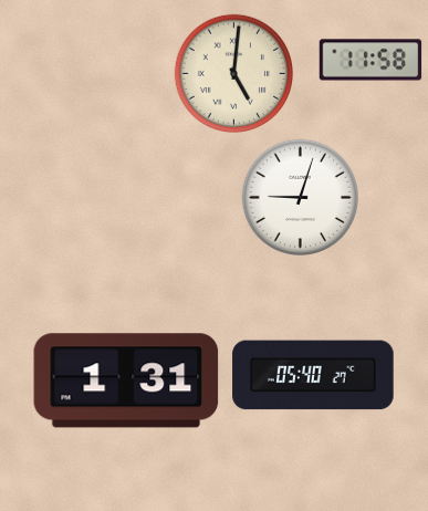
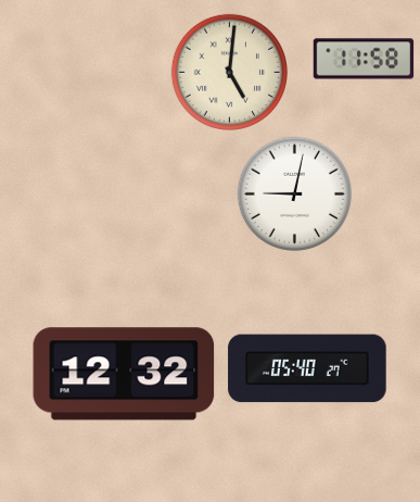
clock at (300, 197): 9:03 -> 9:02
clock at (126, 380): 1:31 -> 12:32
